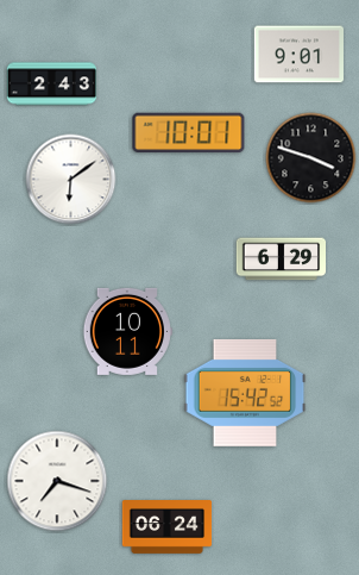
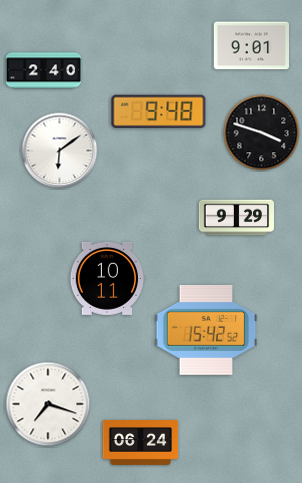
clock at (51, 85): 2:43 -> 2:40
clock at (189, 133): 10:01 -> 9:48
clock at (281, 260): 6:29 -> 9:29
